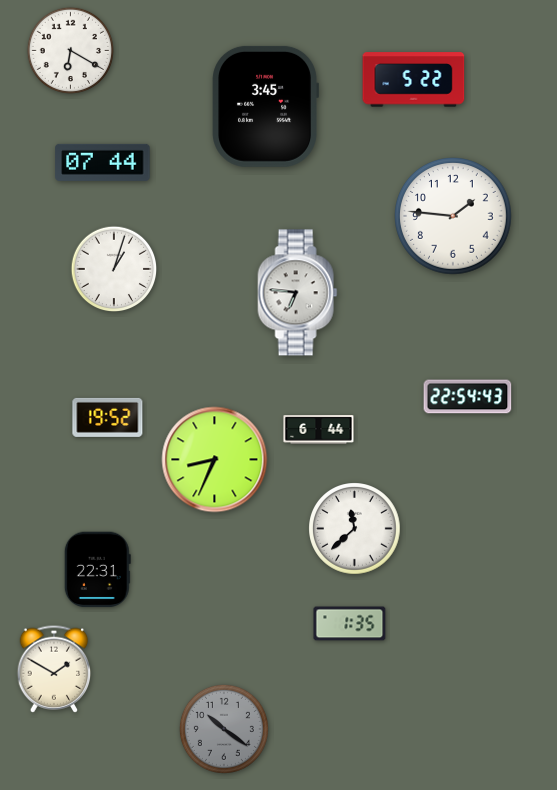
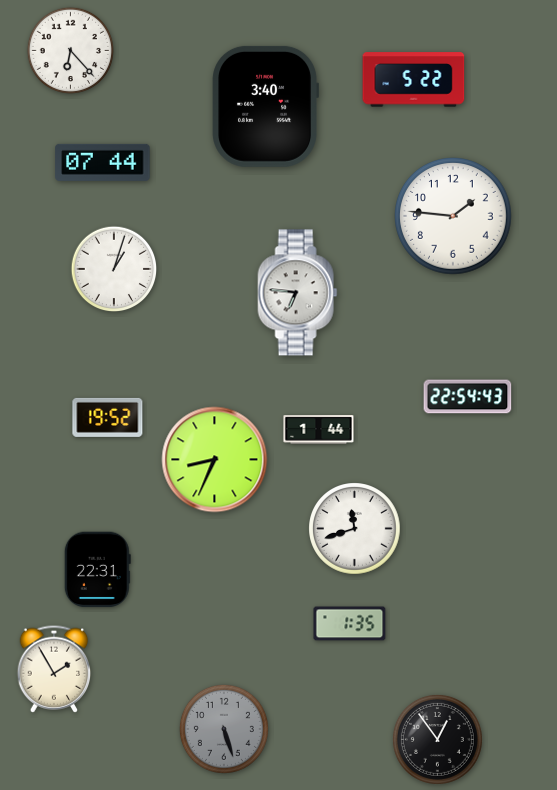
clock at (70, 50): 6:20 -> 6:23
clock at (265, 106): 3:45 -> 3:40
clock at (319, 430): 6:44 -> 1:44
clock at (355, 529): 11:38 -> 11:42
clock at (54, 669): 1:50 -> 1:55
clock at (224, 729): 10:21 -> 5:27
clock at (437, 739): none -> 12:54
